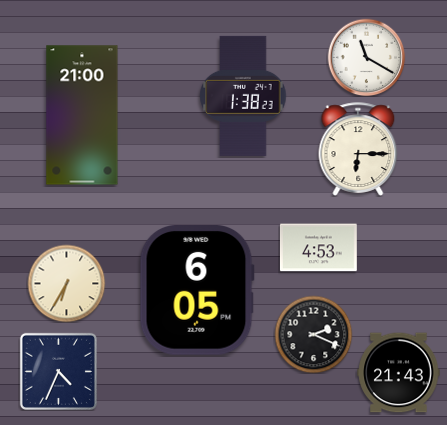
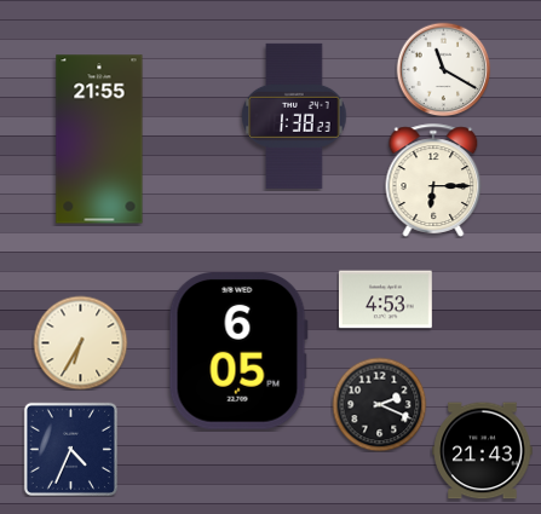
clock at (82, 115): 21:00 -> 21:55
